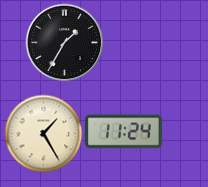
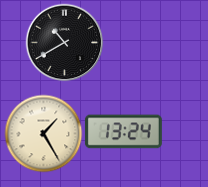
clock at (64, 42): 1:35 -> 10:40
clock at (123, 132): 11:24 -> 13:24
